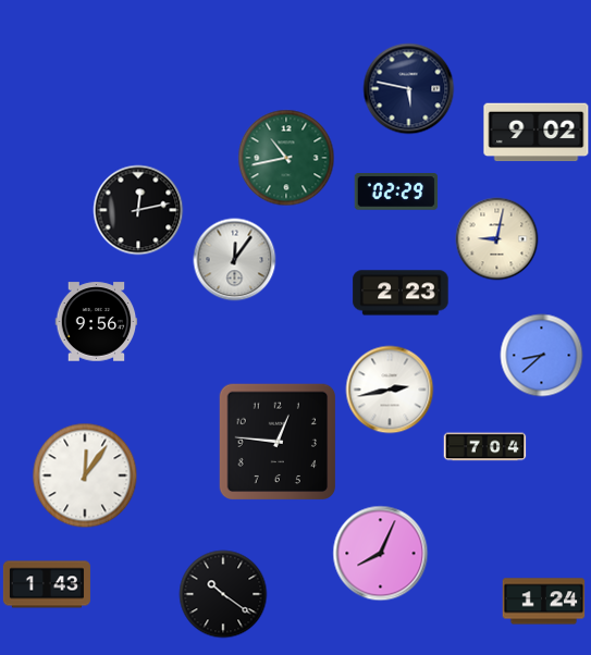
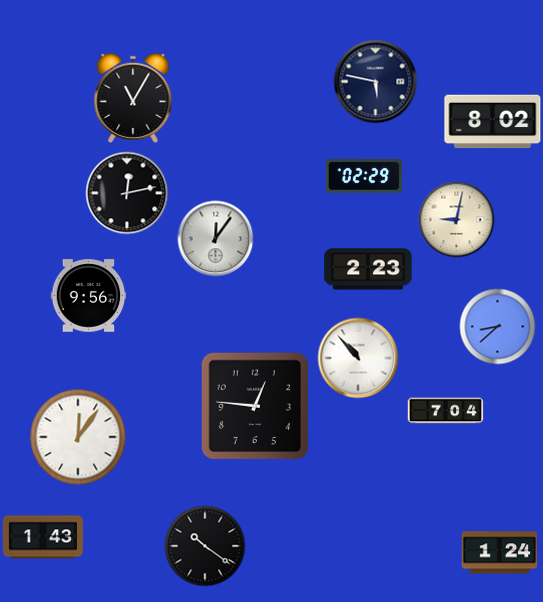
clock at (133, 98): none -> 11:05
clock at (537, 133): 9:02 -> 8:02
clock at (286, 158): 10:43 -> none
clock at (390, 390): 2:43 -> 10:53
clock at (381, 554): 8:04 -> none
